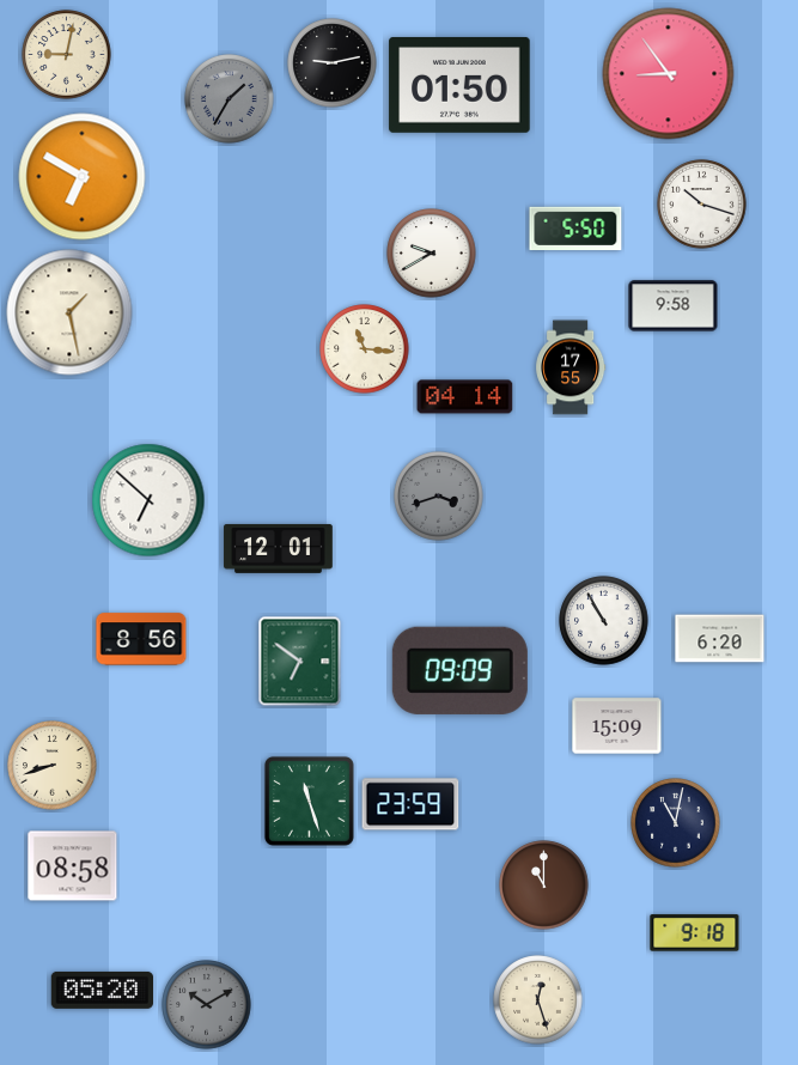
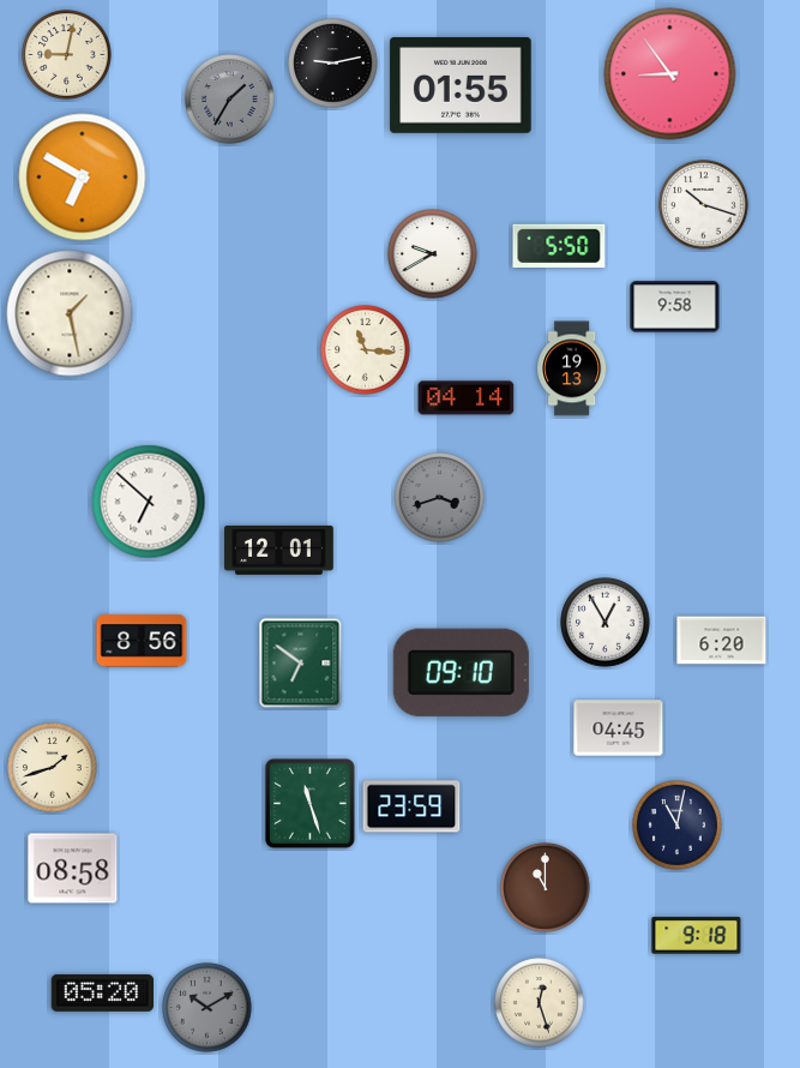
clock at (459, 85): 01:50 -> 01:55
clock at (575, 227) position: (575, 227) -> (559, 245)
clock at (571, 367): 17:55 -> 19:13
clock at (604, 621): 10:55 -> 12:55
clock at (459, 670): 09:09 -> 09:10
clock at (617, 726): 15:09 -> 04:45
clock at (53, 766): 8:42 -> 1:42
